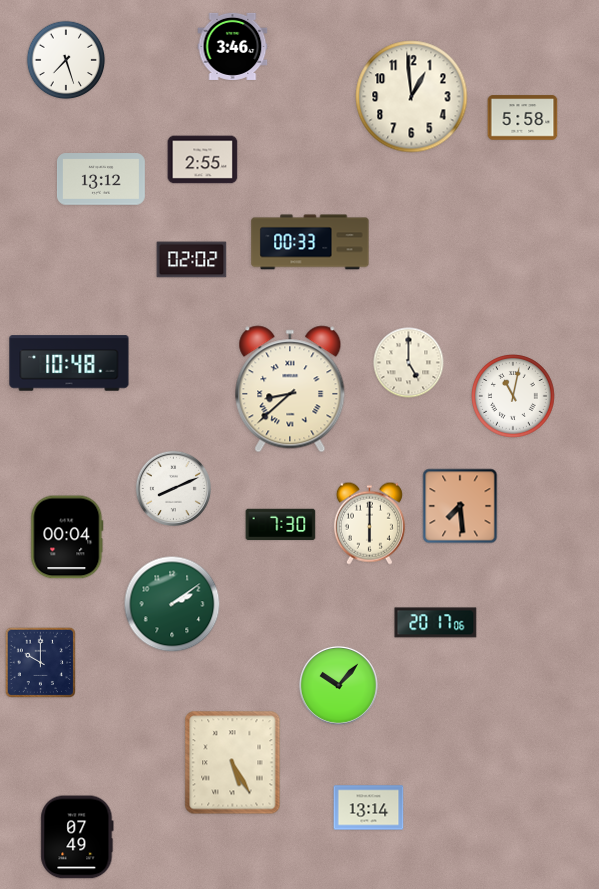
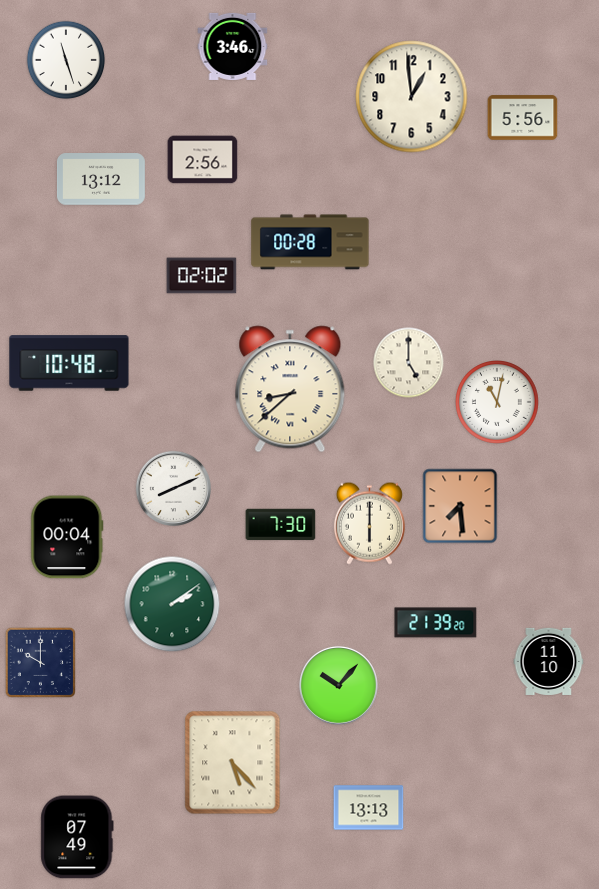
clock at (66, 60): 7:27 -> 11:27
clock at (523, 118): 5:58 -> 5:56
clock at (203, 160): 2:55 -> 2:56
clock at (310, 242): 00:33 -> 00:28
clock at (192, 260) position: (192, 260) -> (202, 276)
clock at (514, 397) position: (514, 397) -> (498, 403)
clock at (436, 623): 20:17 -> 21:39
clock at (549, 661): none -> 11:10
clock at (233, 763): 5:25 -> 5:23
clock at (369, 808): 13:14 -> 13:13
